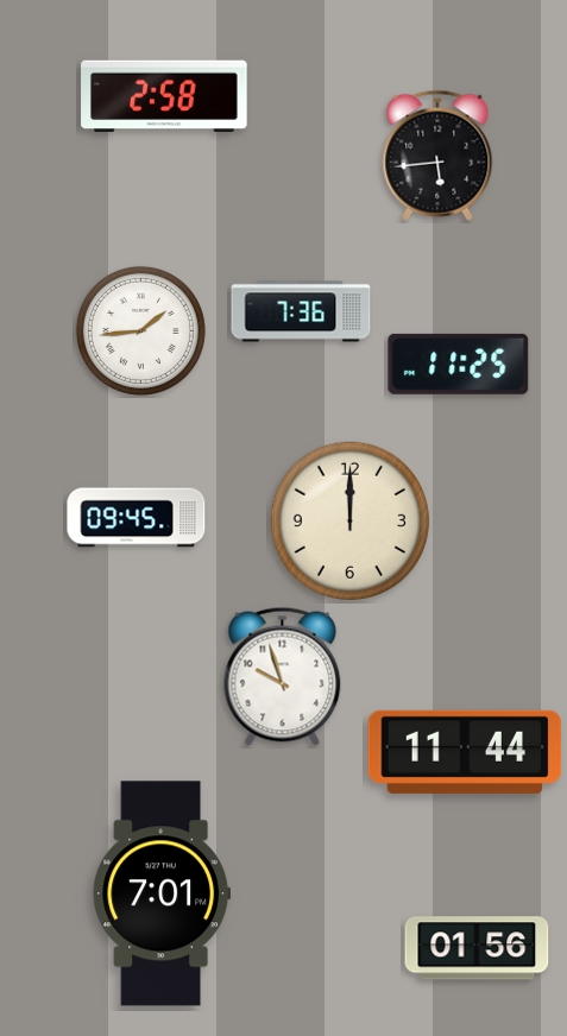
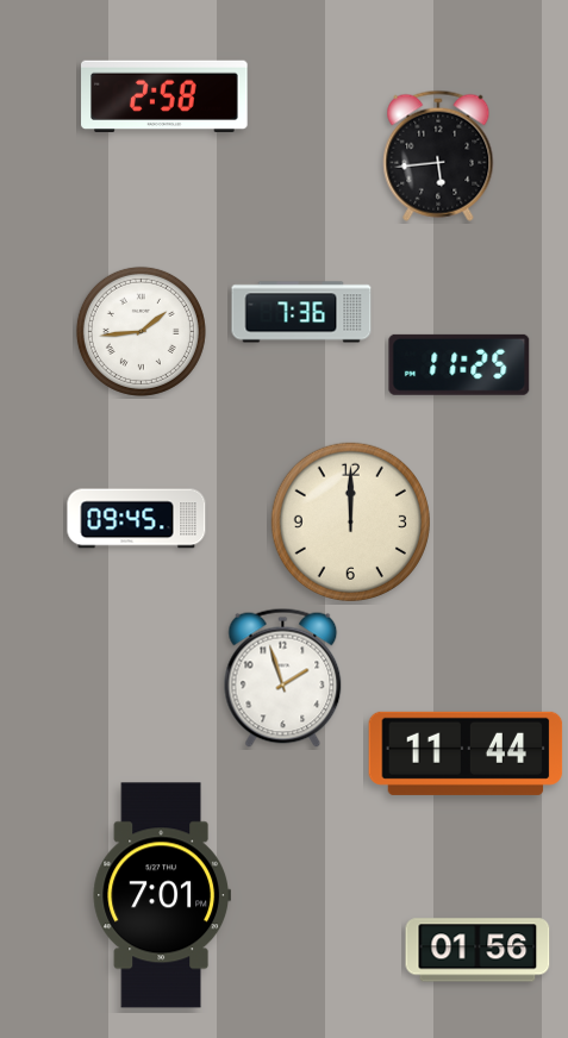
clock at (283, 676): 9:57 -> 1:57
